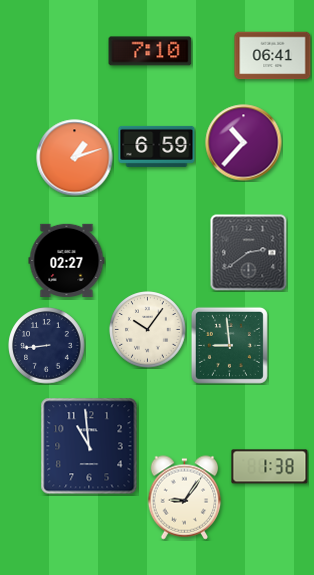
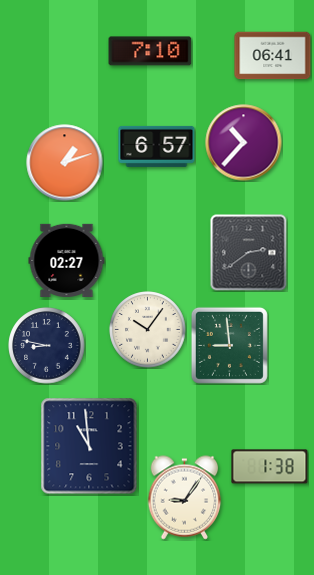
clock at (157, 146): 6:59 -> 6:57
clock at (75, 158) position: (75, 158) -> (65, 163)
clock at (47, 346): 8:44 -> 8:47
